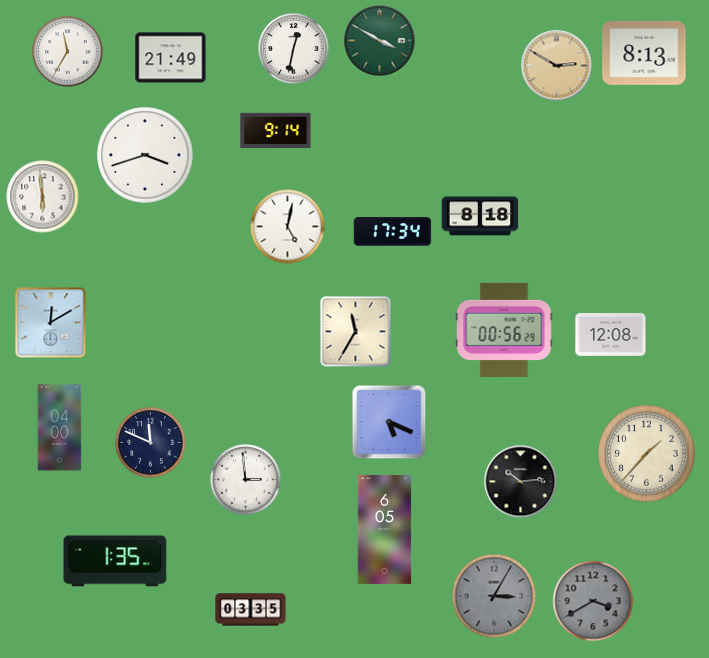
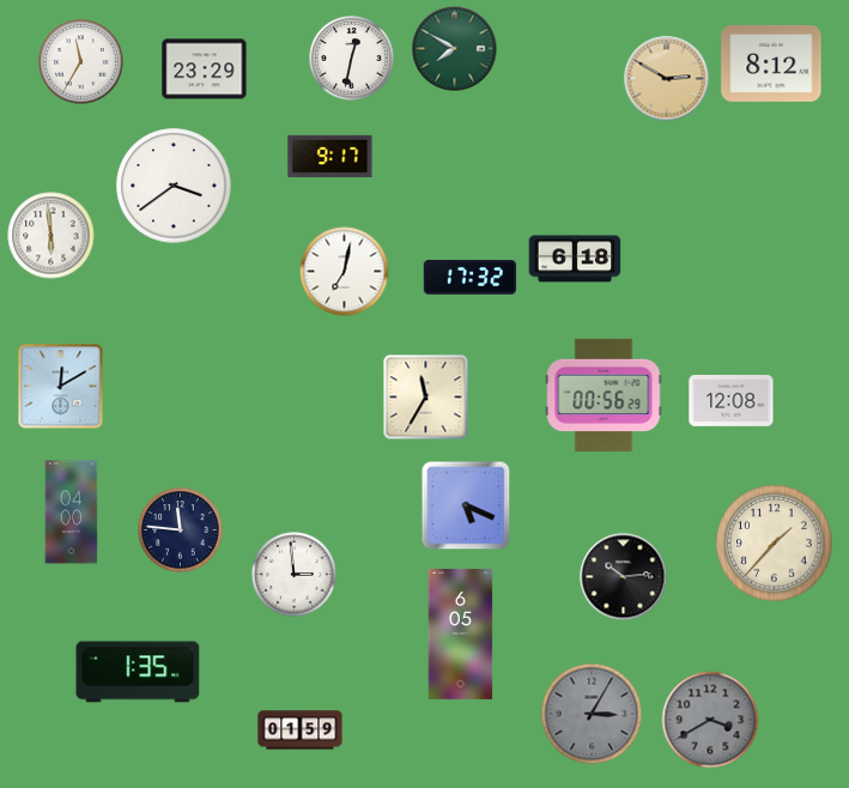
clock at (380, 41): 3:50 -> 7:50
clock at (644, 53): 8:13 -> 8:12
clock at (171, 58): 21:49 -> 23:29
clock at (276, 130): 9:14 -> 9:17
clock at (145, 155): 3:42 -> 3:39
clock at (480, 216): 8:18 -> 6:18
clock at (288, 227): 5:02 -> 7:02
clock at (393, 232): 17:34 -> 17:32
clock at (151, 443): 11:49 -> 11:46
clock at (251, 610): 03:35 -> 01:59
